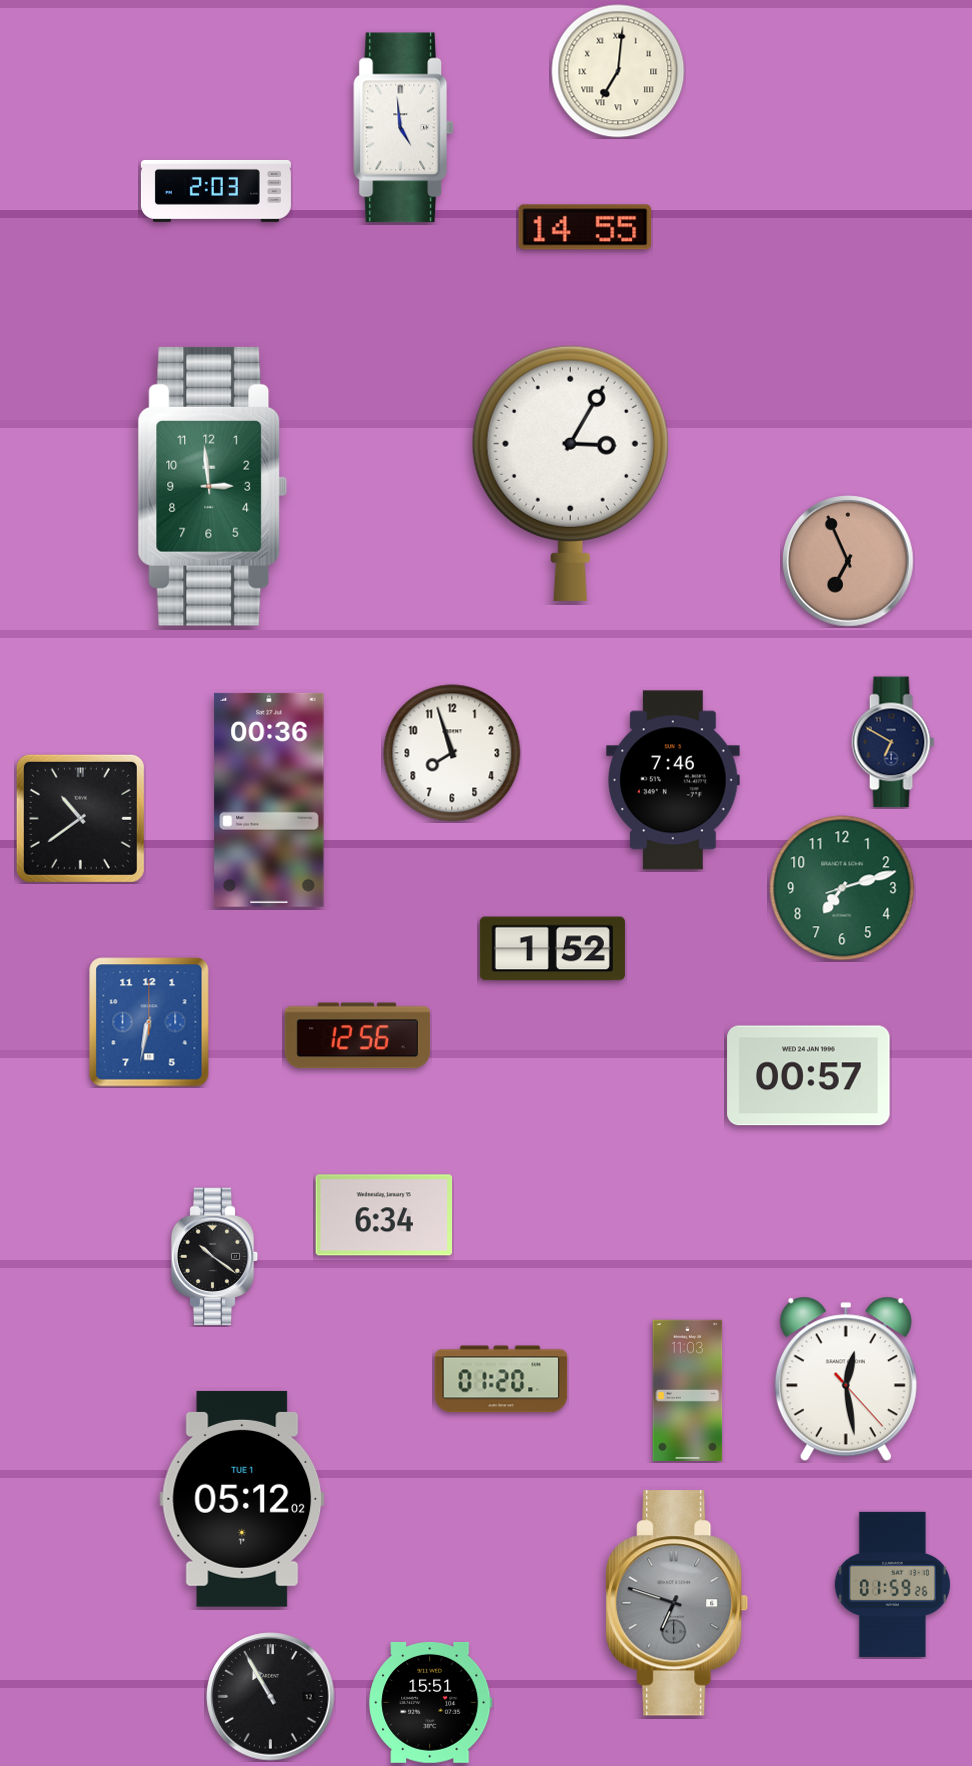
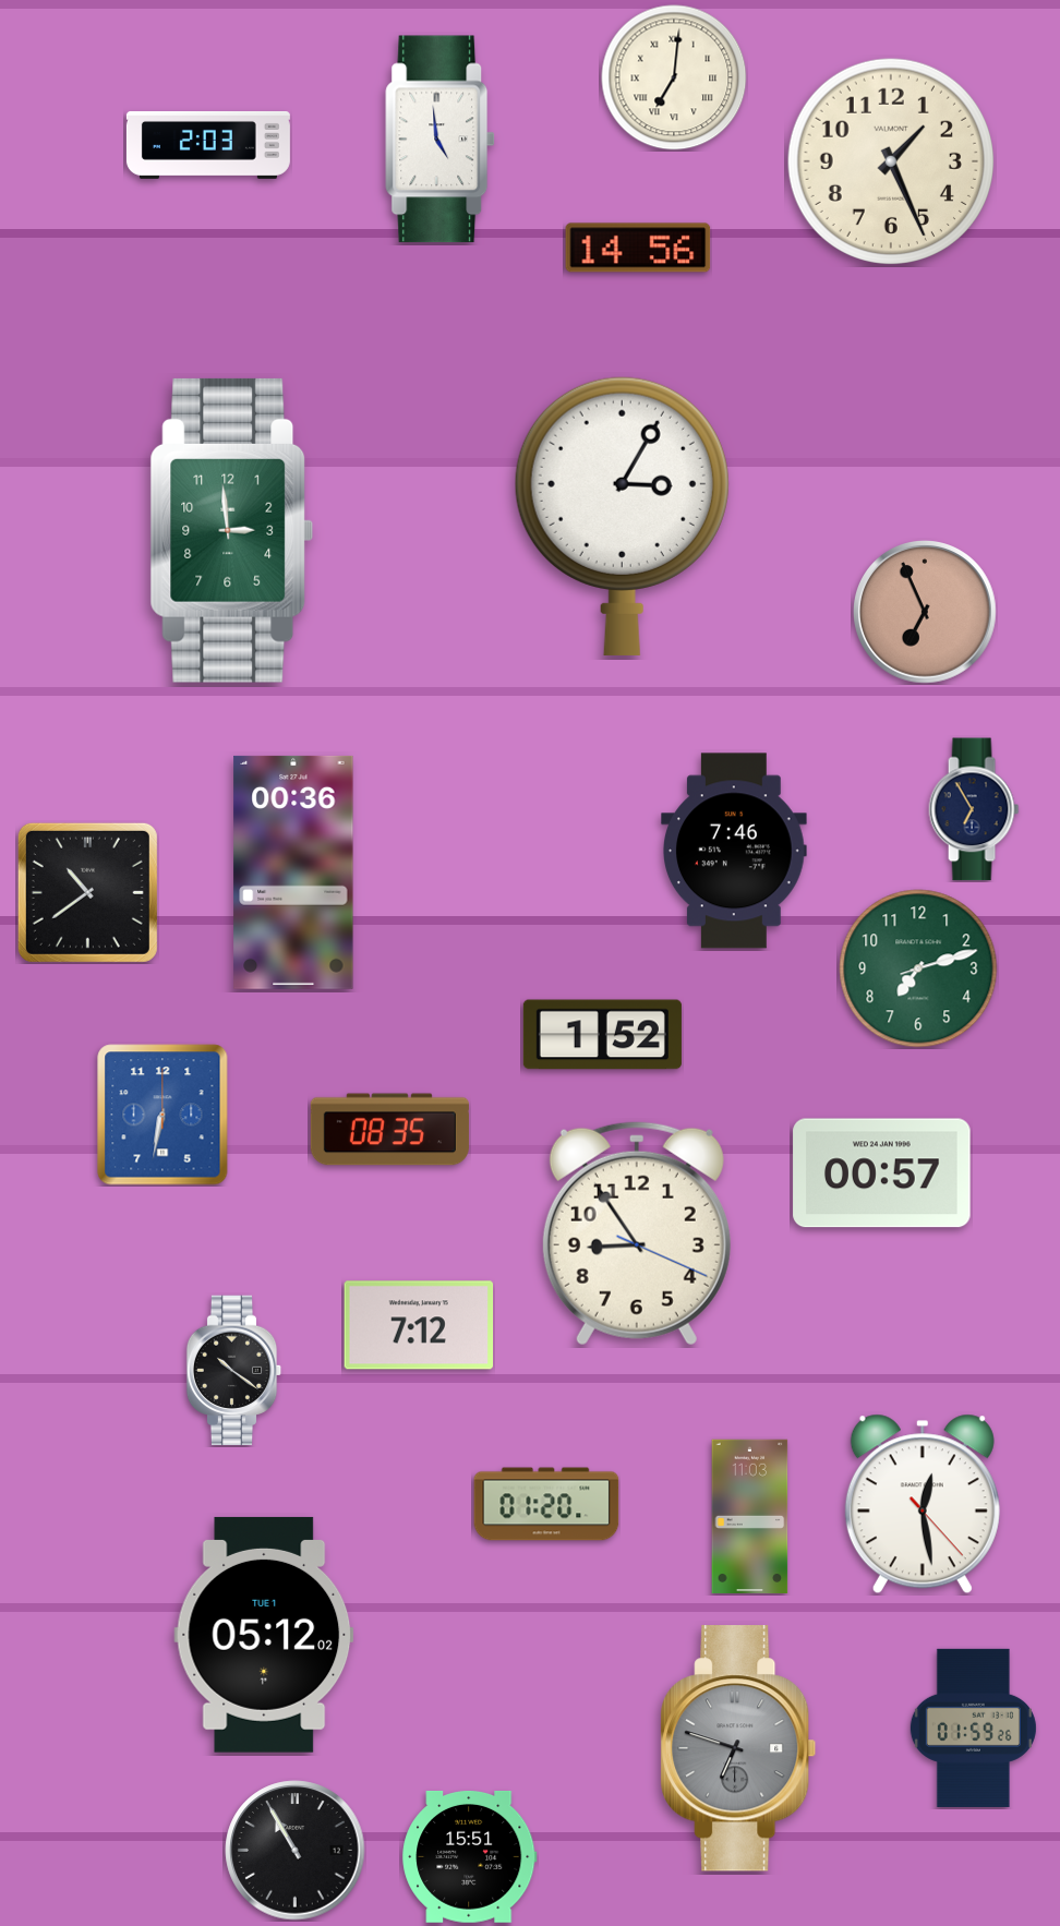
clock at (890, 160): none -> 1:26
clock at (216, 191) position: (216, 191) -> (208, 145)
clock at (585, 227): 14:55 -> 14:56
clock at (893, 742): 6:50 -> 6:55
clock at (452, 753): 7:57 -> none
clock at (357, 1036): 12:56 -> 08:35
clock at (637, 1233): none -> 8:54
clock at (384, 1215): 6:34 -> 7:12
